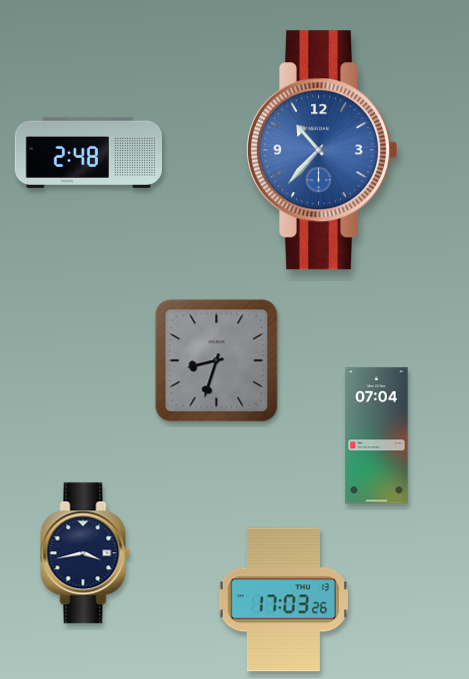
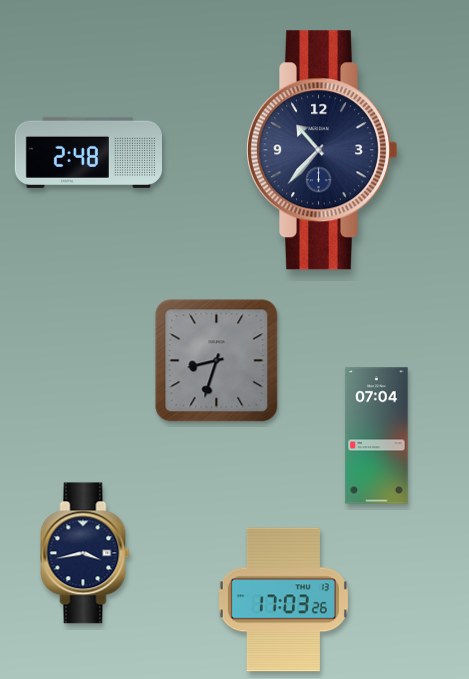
clock at (322, 150) dial: blue -> navy
